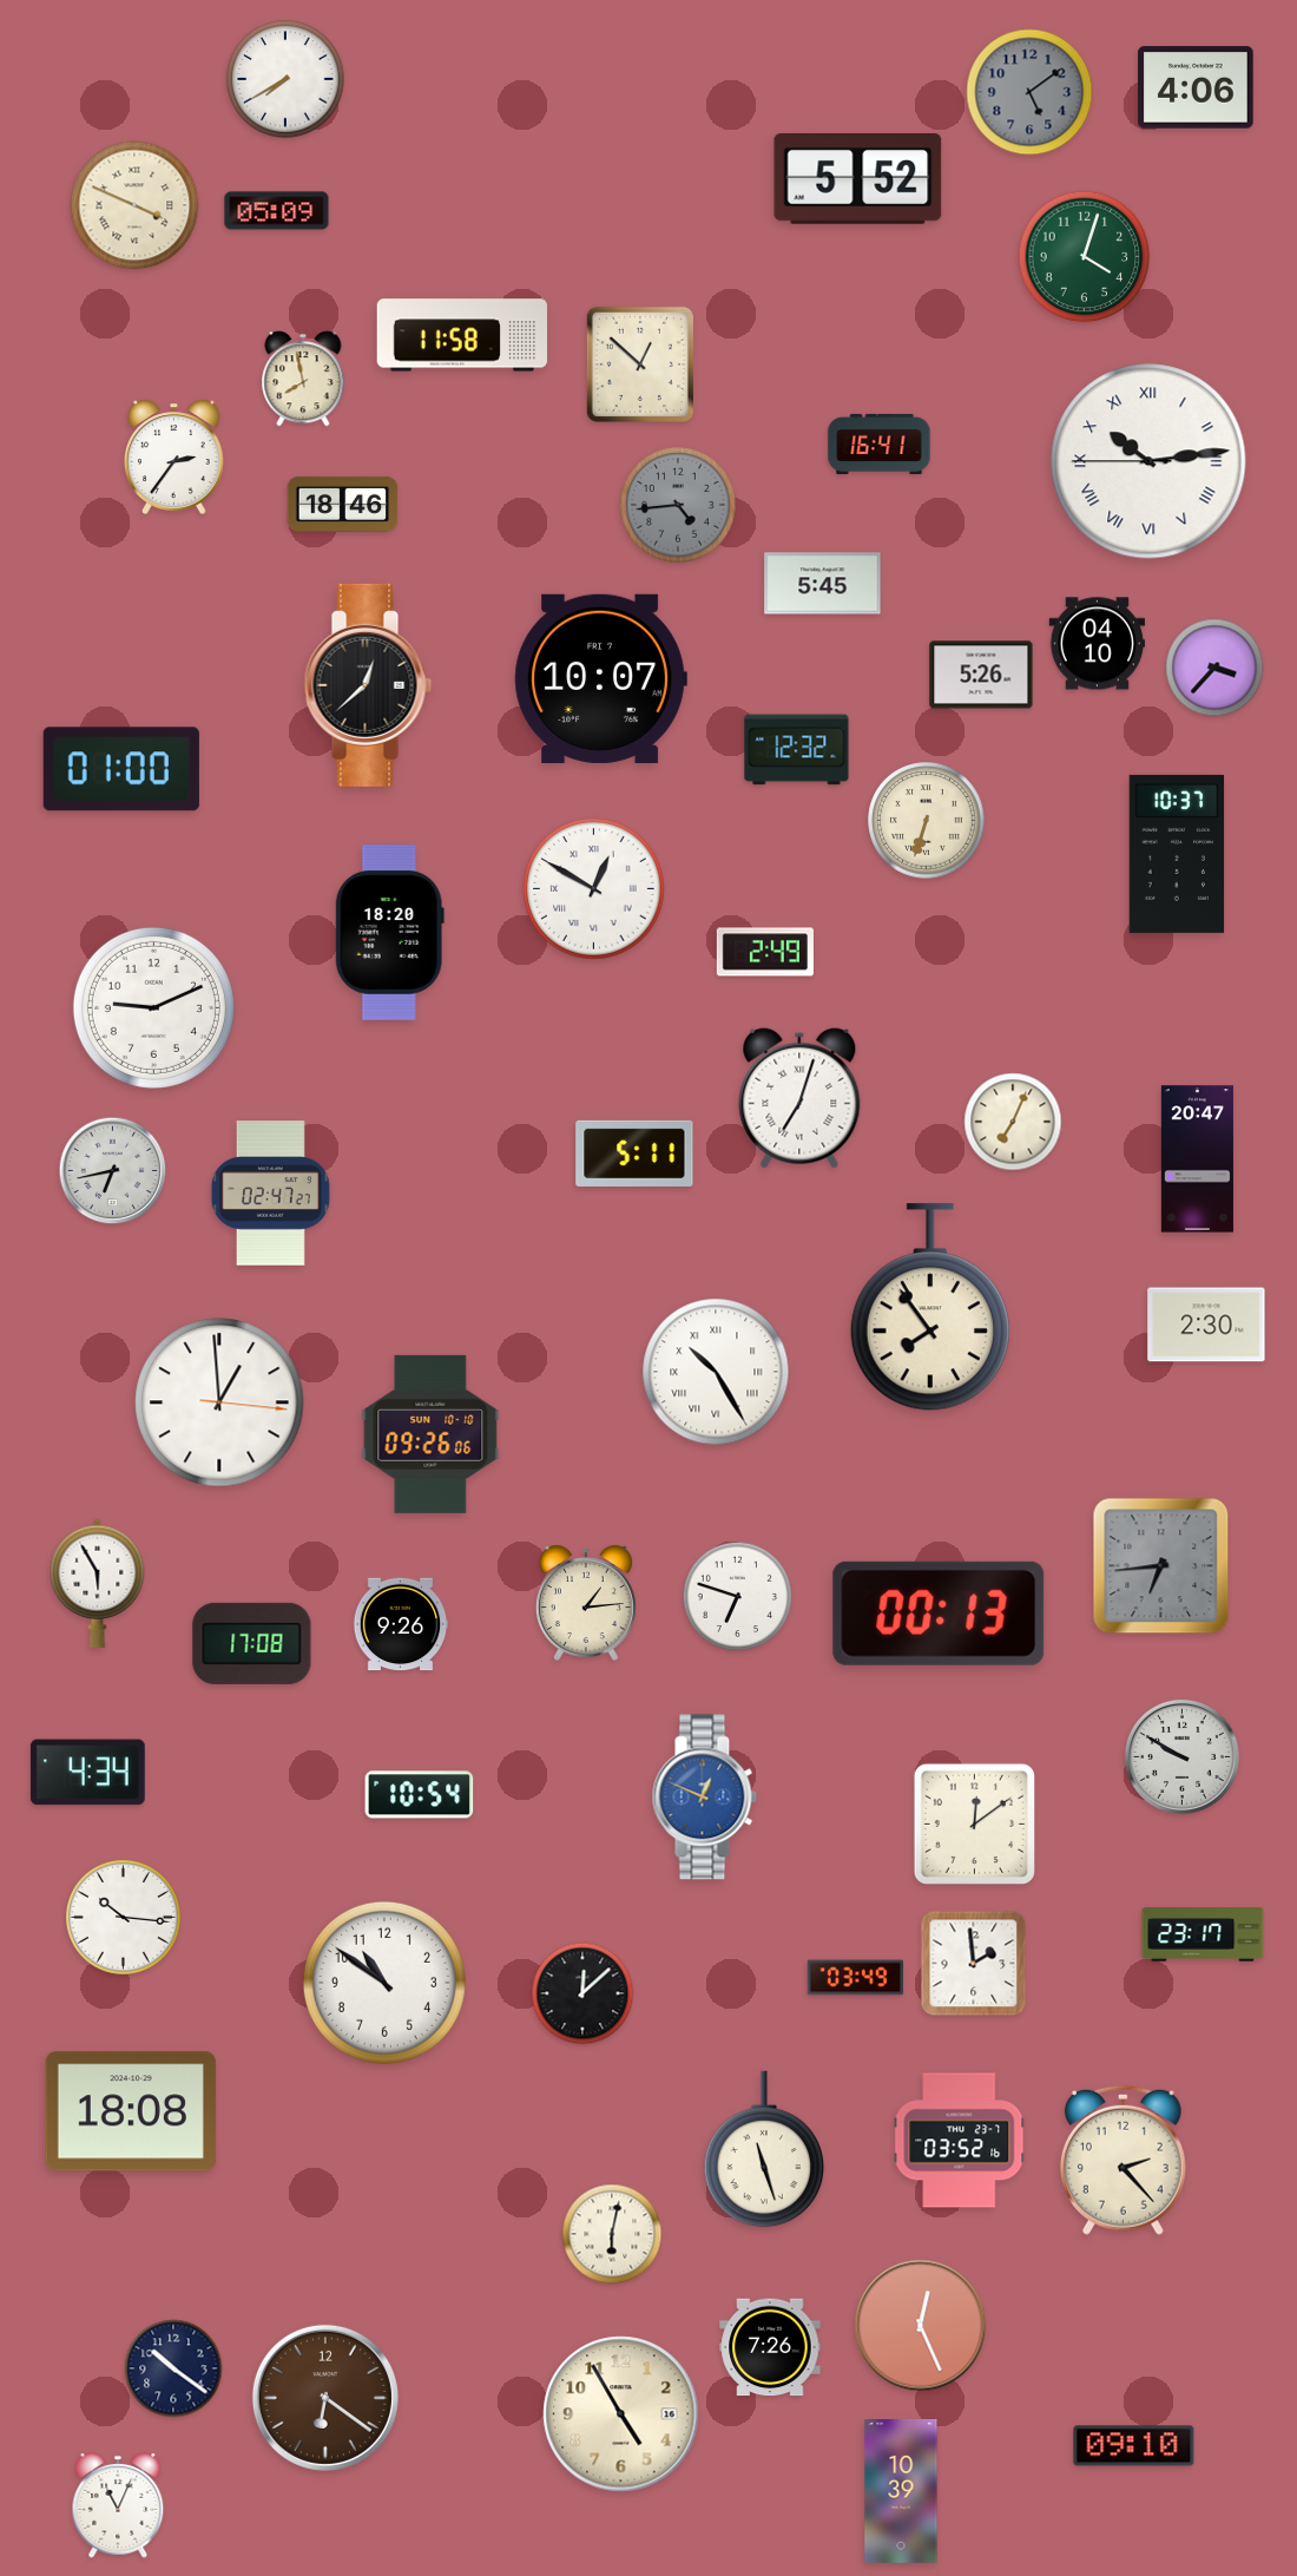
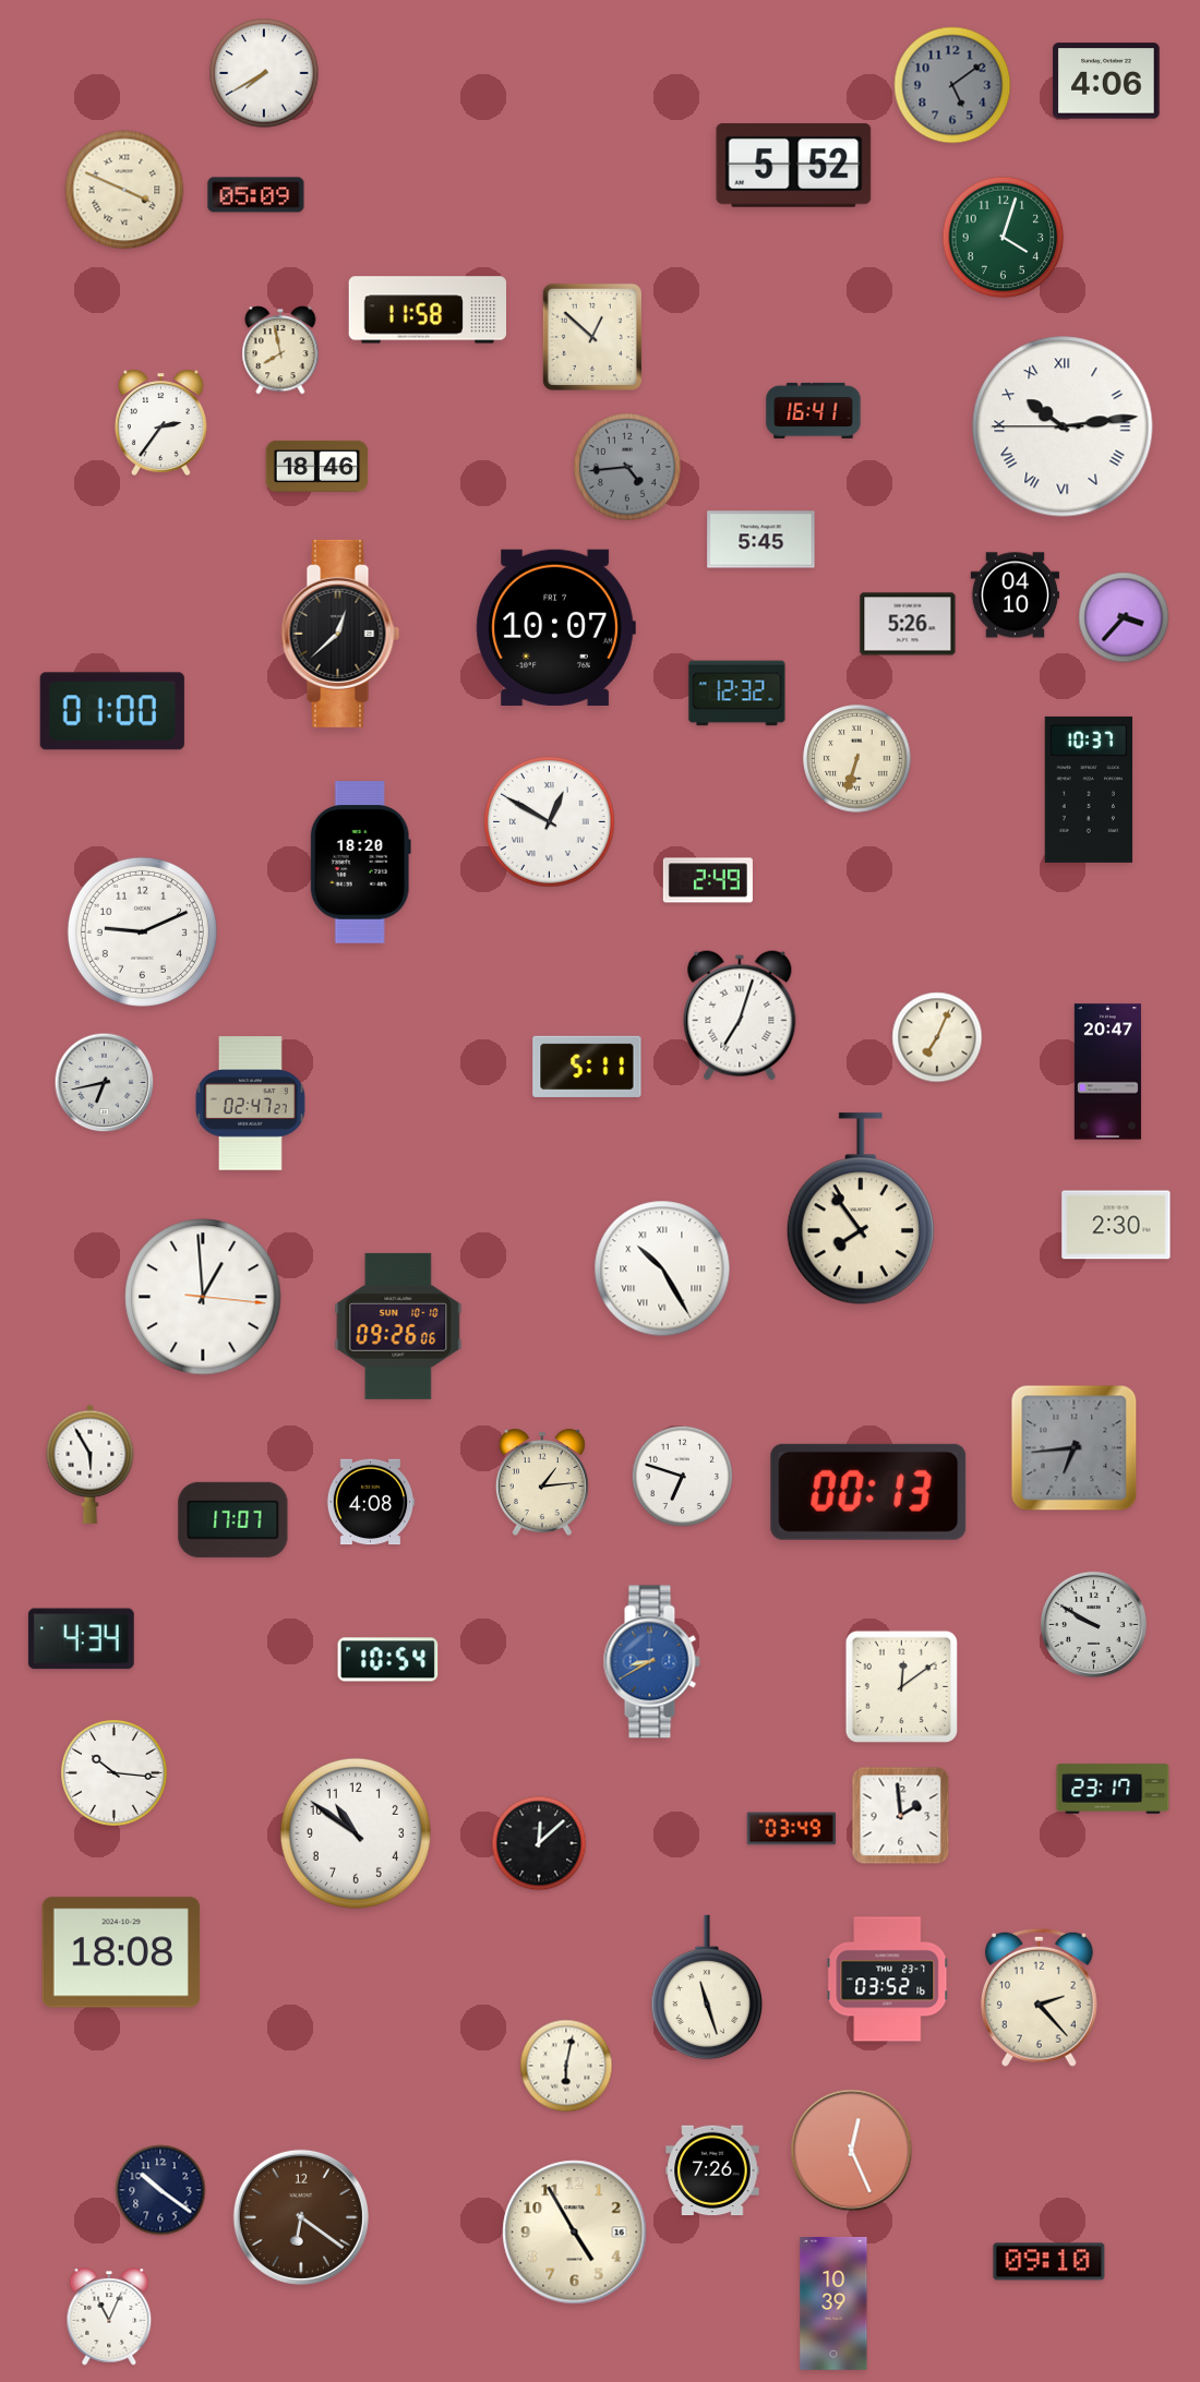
clock at (401, 1624): 9:26 -> 4:08
clock at (252, 1643): 17:08 -> 17:07
clock at (704, 1798): 12:49 -> 8:40
